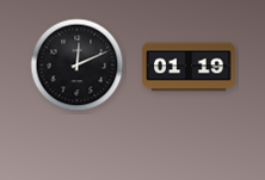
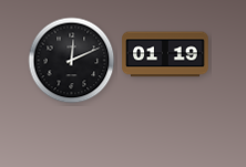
clock at (189, 67) position: (189, 67) -> (165, 54)
